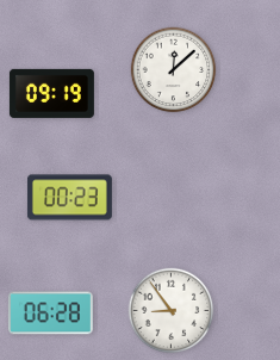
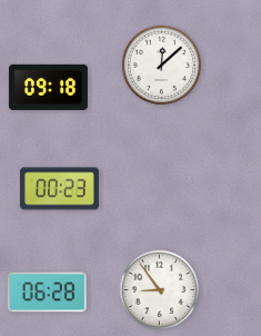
clock at (51, 93): 09:19 -> 09:18
clock at (69, 198) position: (69, 198) -> (59, 189)
